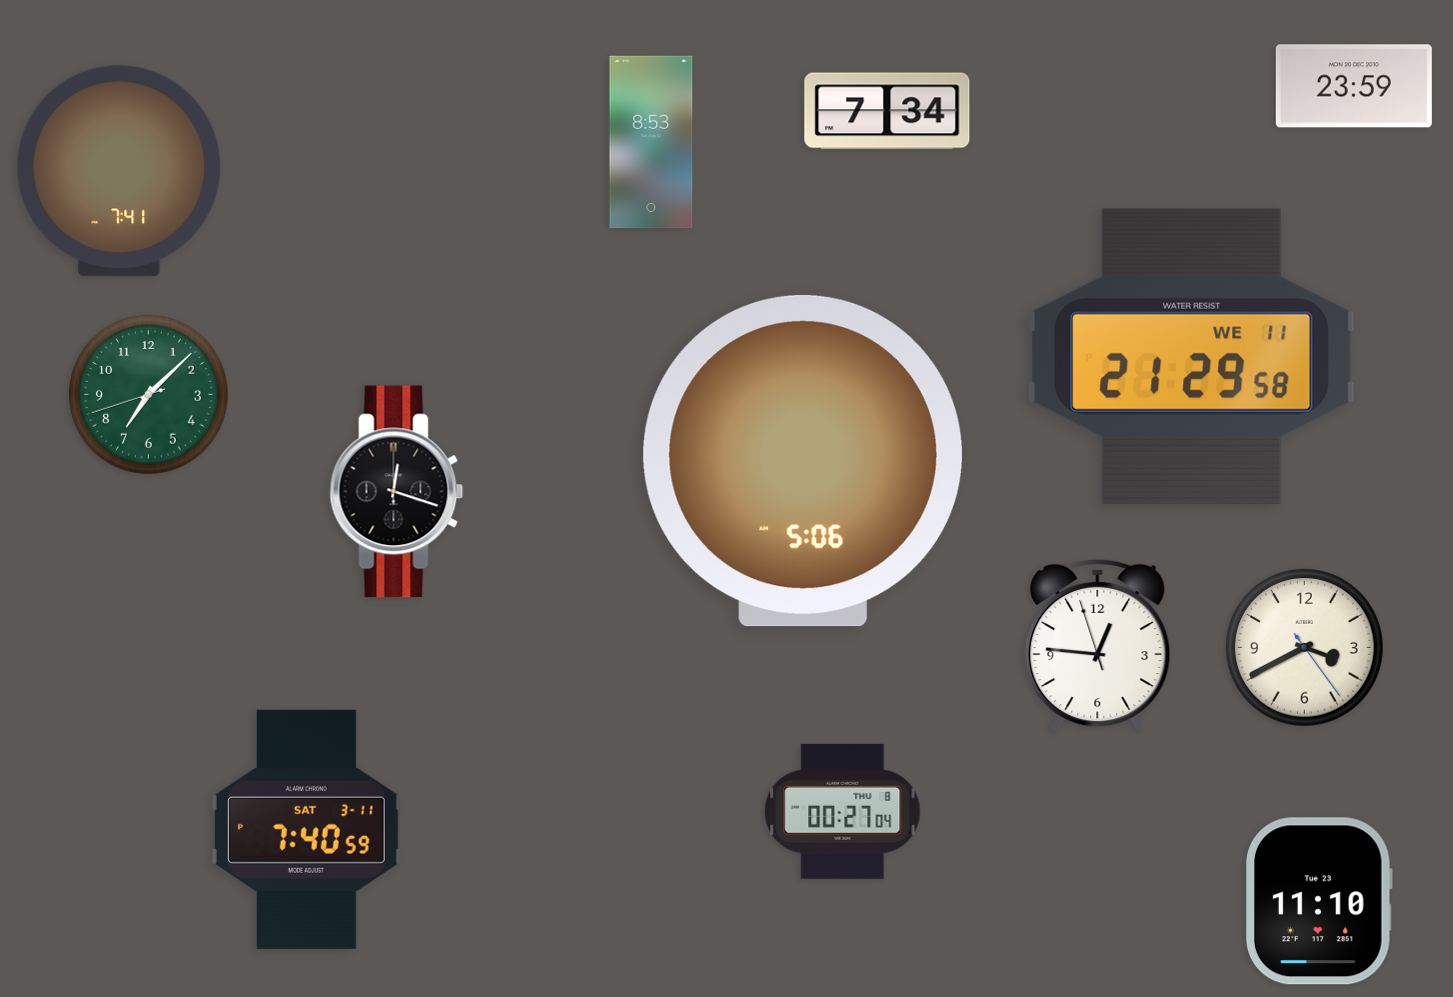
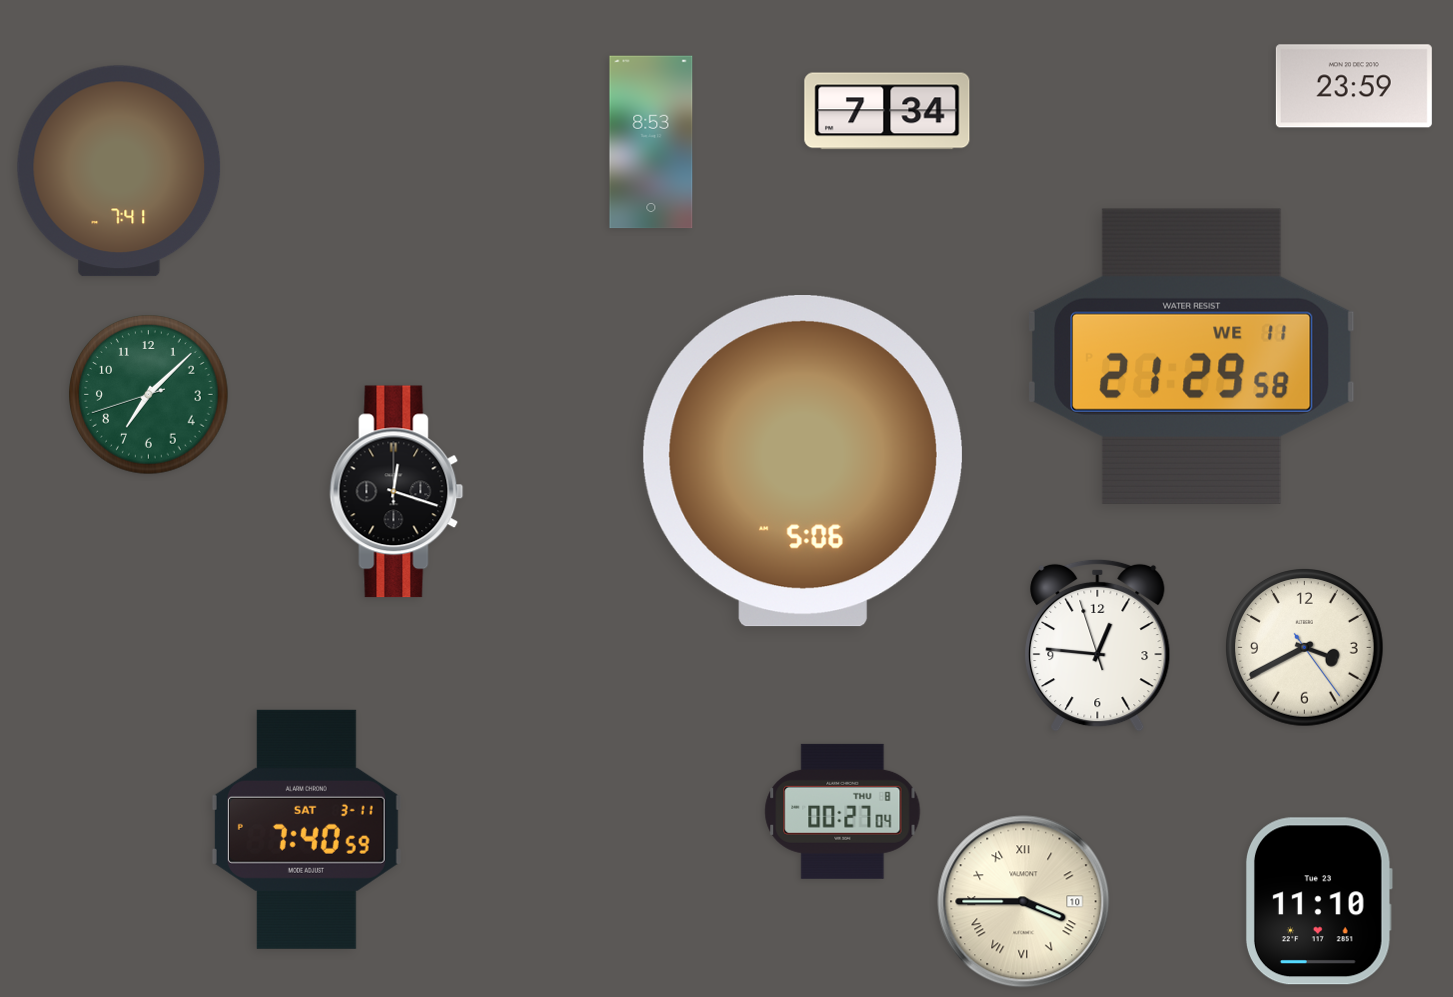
clock at (1024, 902): none -> 3:45
